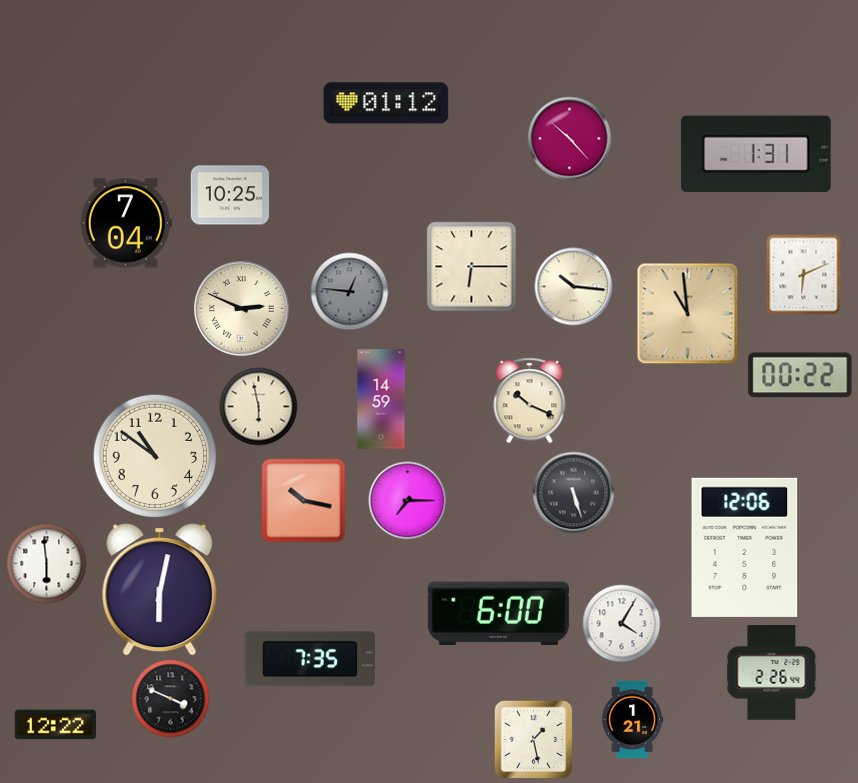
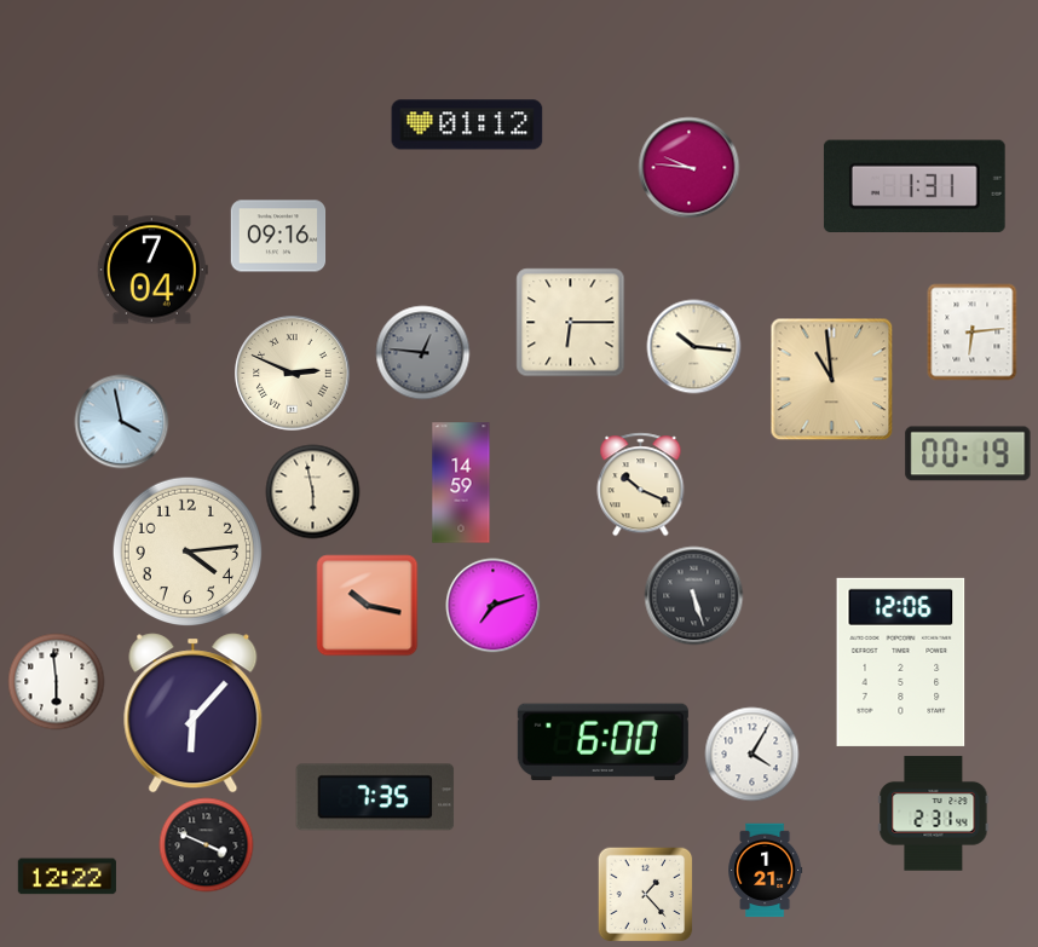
clock at (569, 138): 10:23 -> 9:46
clock at (230, 195): 10:25 -> 09:16
clock at (804, 274): 6:11 -> 6:14
clock at (121, 421): none -> 3:58
clock at (800, 375): 00:22 -> 00:19
clock at (155, 456): 10:51 -> 4:14
clock at (407, 500): 7:15 -> 7:12
clock at (160, 590): 6:02 -> 6:07
clock at (772, 673): 2:26 -> 2:31
clock at (533, 739): 1:28 -> 1:23
